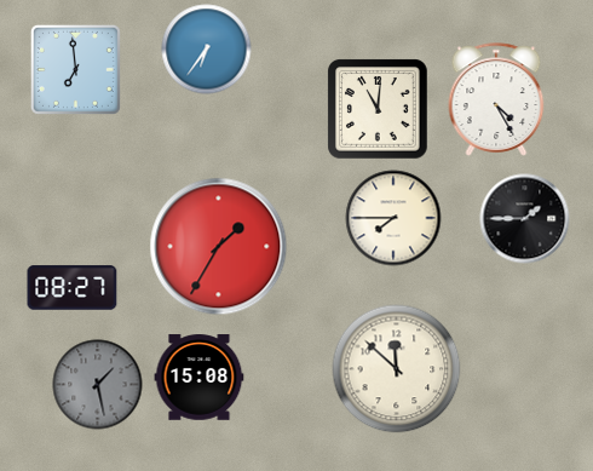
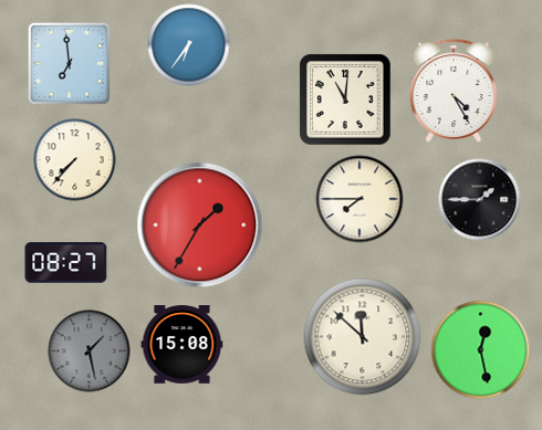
clock at (75, 160): none -> 7:37
clock at (481, 350): none -> 12:28
